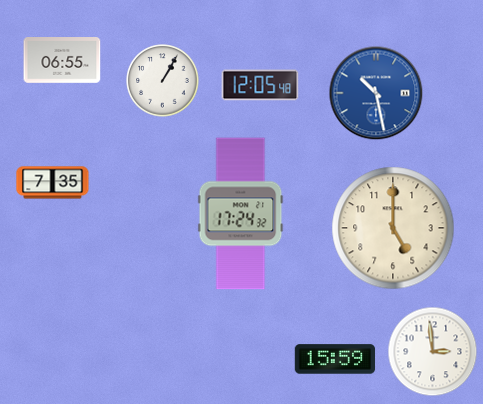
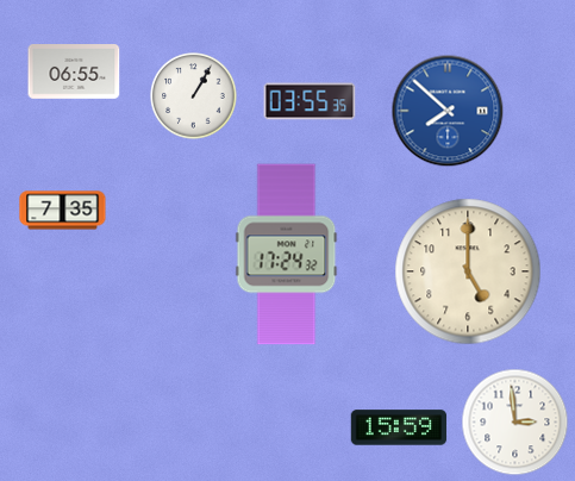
clock at (260, 85): 12:05 -> 03:55
clock at (376, 93): 10:28 -> 7:52
clock at (53, 183) position: (53, 183) -> (63, 211)
clock at (433, 352) position: (433, 352) -> (515, 423)
